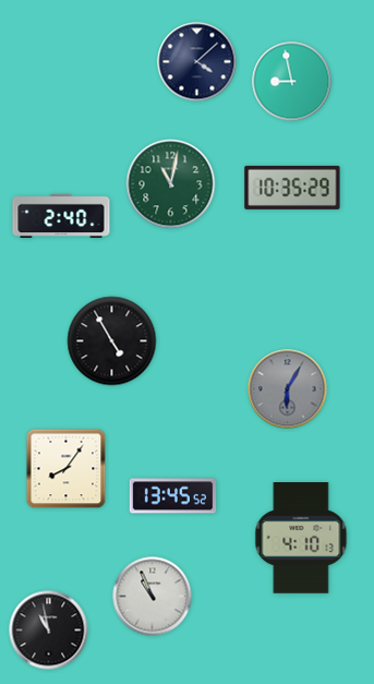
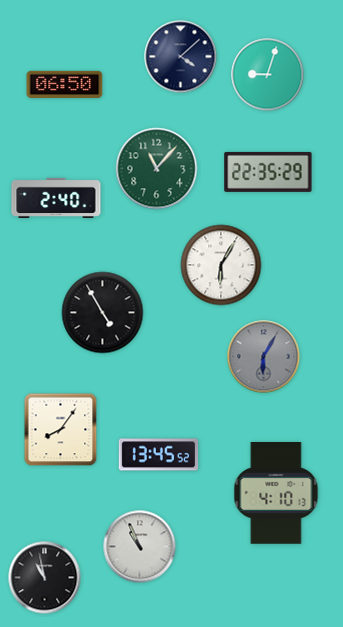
clock at (292, 82): 8:58 -> 9:03
clock at (65, 84): none -> 06:50
clock at (171, 184): 11:02 -> 11:07
clock at (292, 188): 10:35 -> 22:35
clock at (221, 265): none -> 6:05
